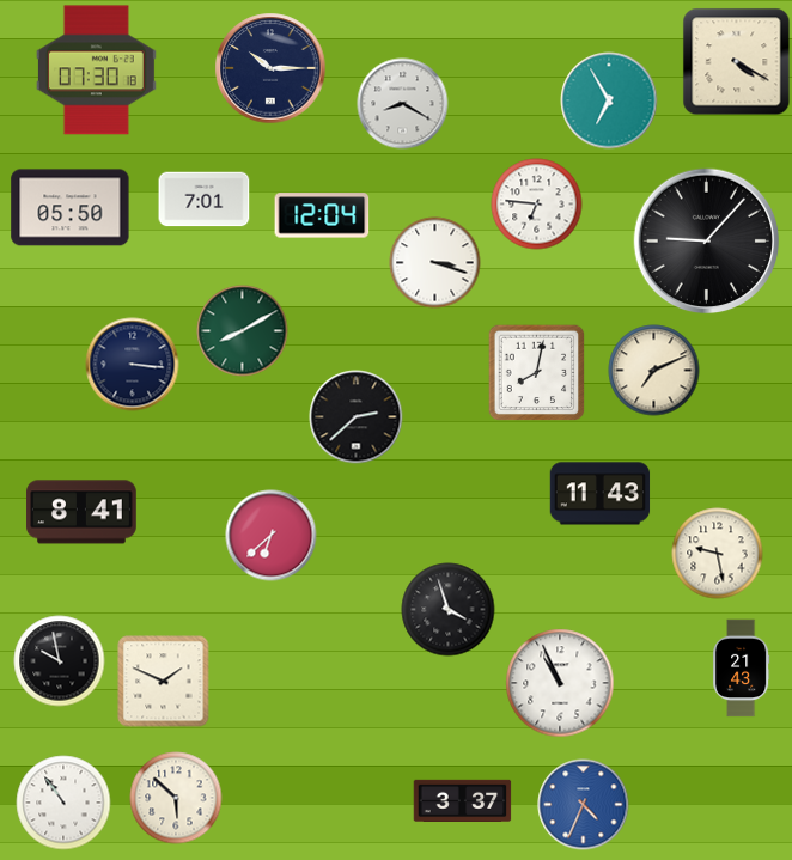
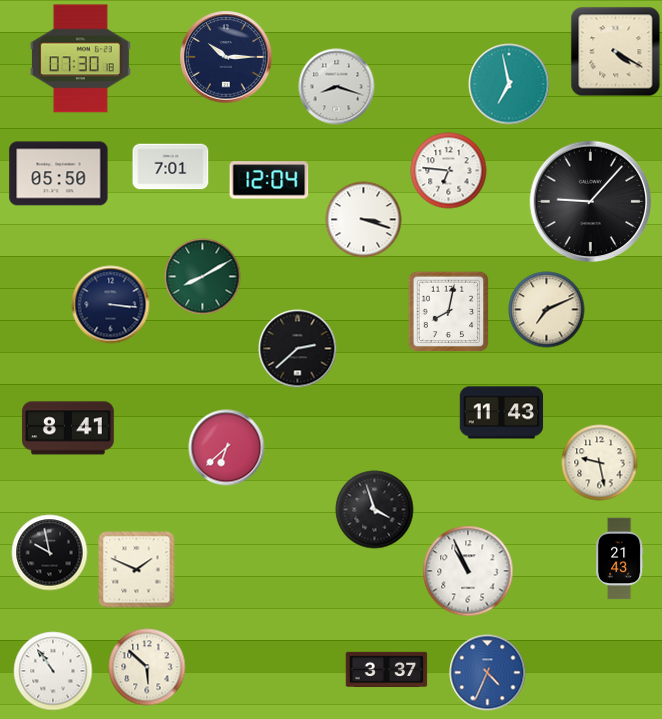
clock at (609, 100): 6:55 -> 6:58
clock at (403, 104): 8:20 -> 8:18
